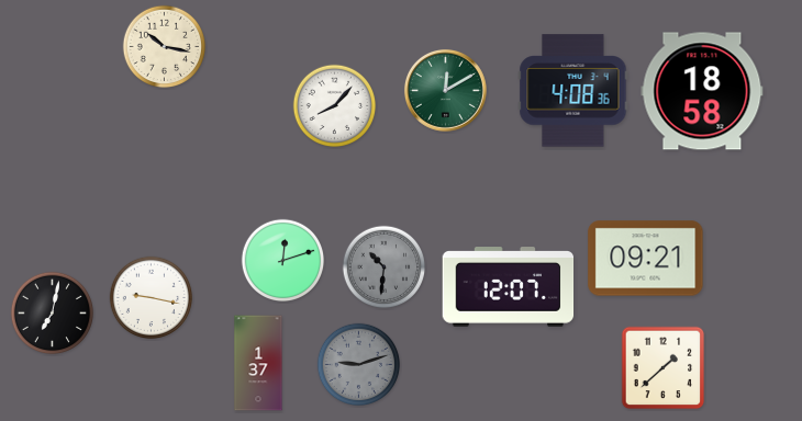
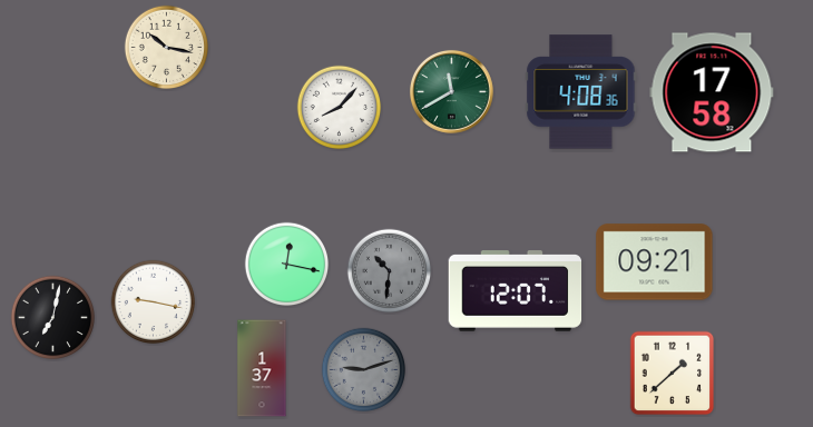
clock at (445, 90): 12:10 -> 11:40
clock at (702, 91): 18:58 -> 17:58
clock at (283, 261): 12:12 -> 12:17
